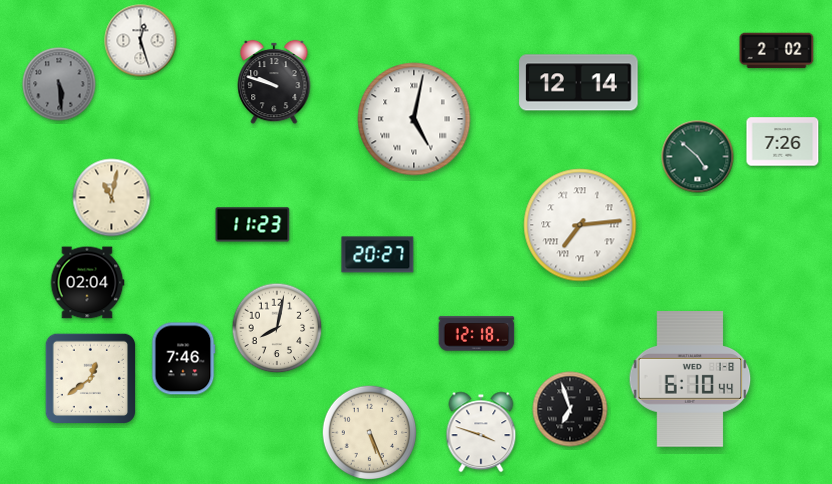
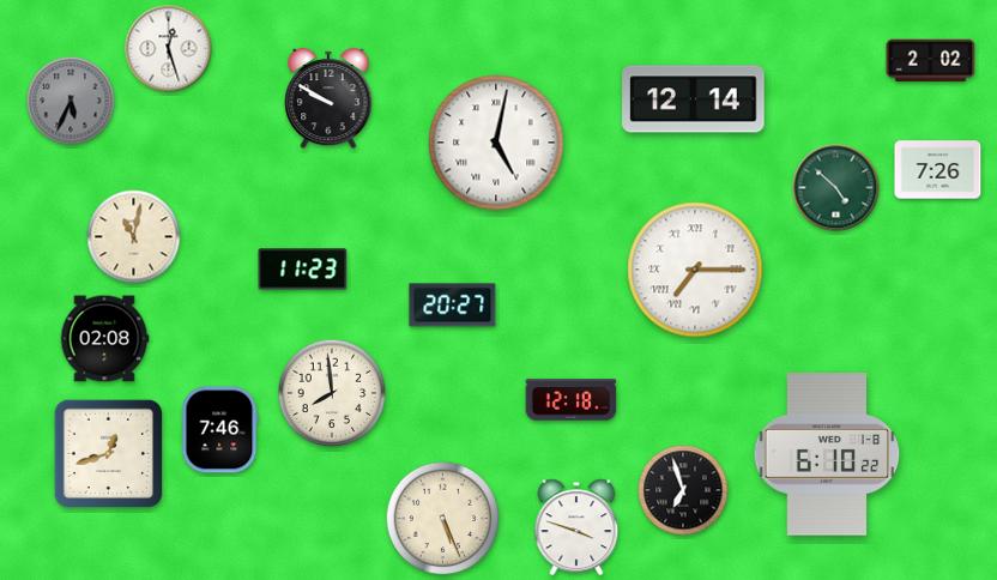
clock at (274, 82): 9:48 -> 9:50
clock at (59, 84): 5:29 -> 5:34
clock at (580, 225): 7:14 -> 7:15
clock at (87, 283): 02:04 -> 02:08
clock at (277, 328): 8:02 -> 7:59
clock at (91, 379): 12:39 -> 12:42
clock at (690, 379): 6:10:44 -> 6:10:22
clock at (481, 432) position: (481, 432) -> (576, 527)
